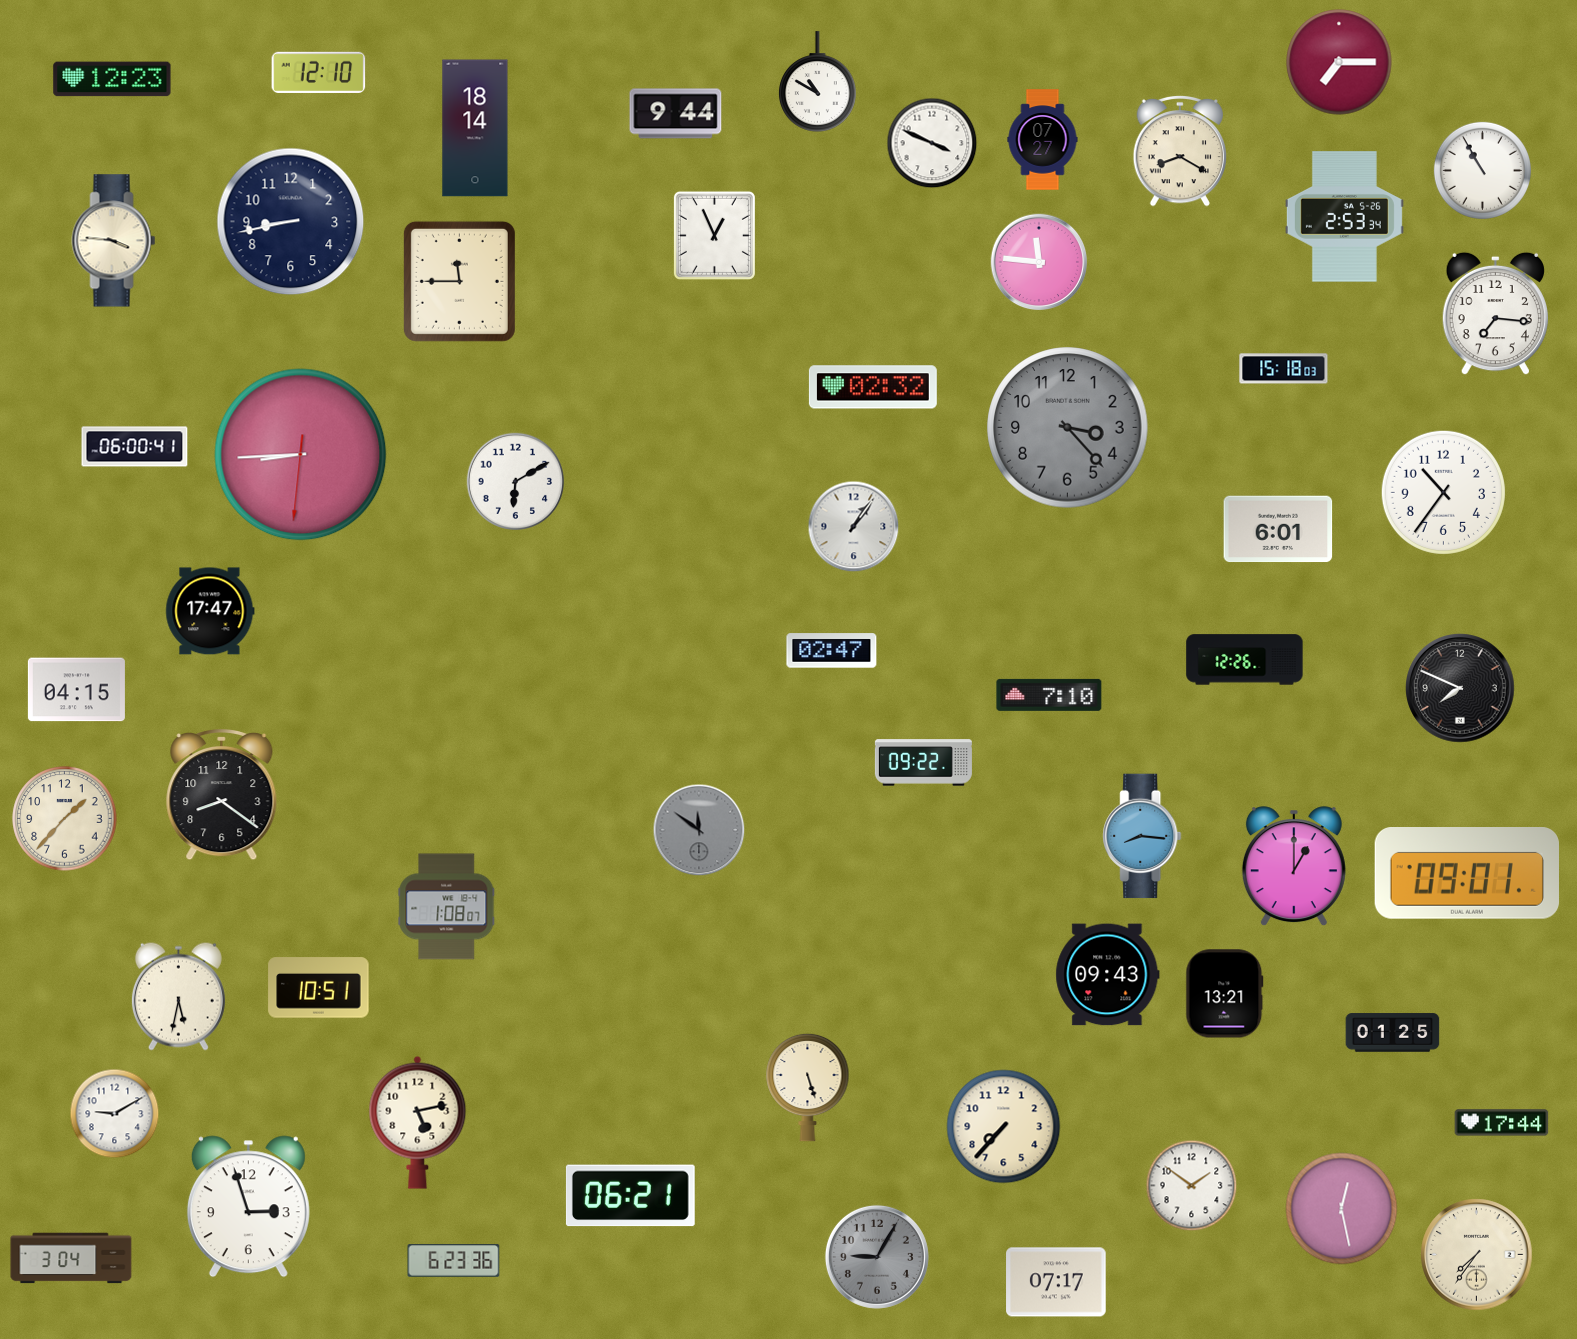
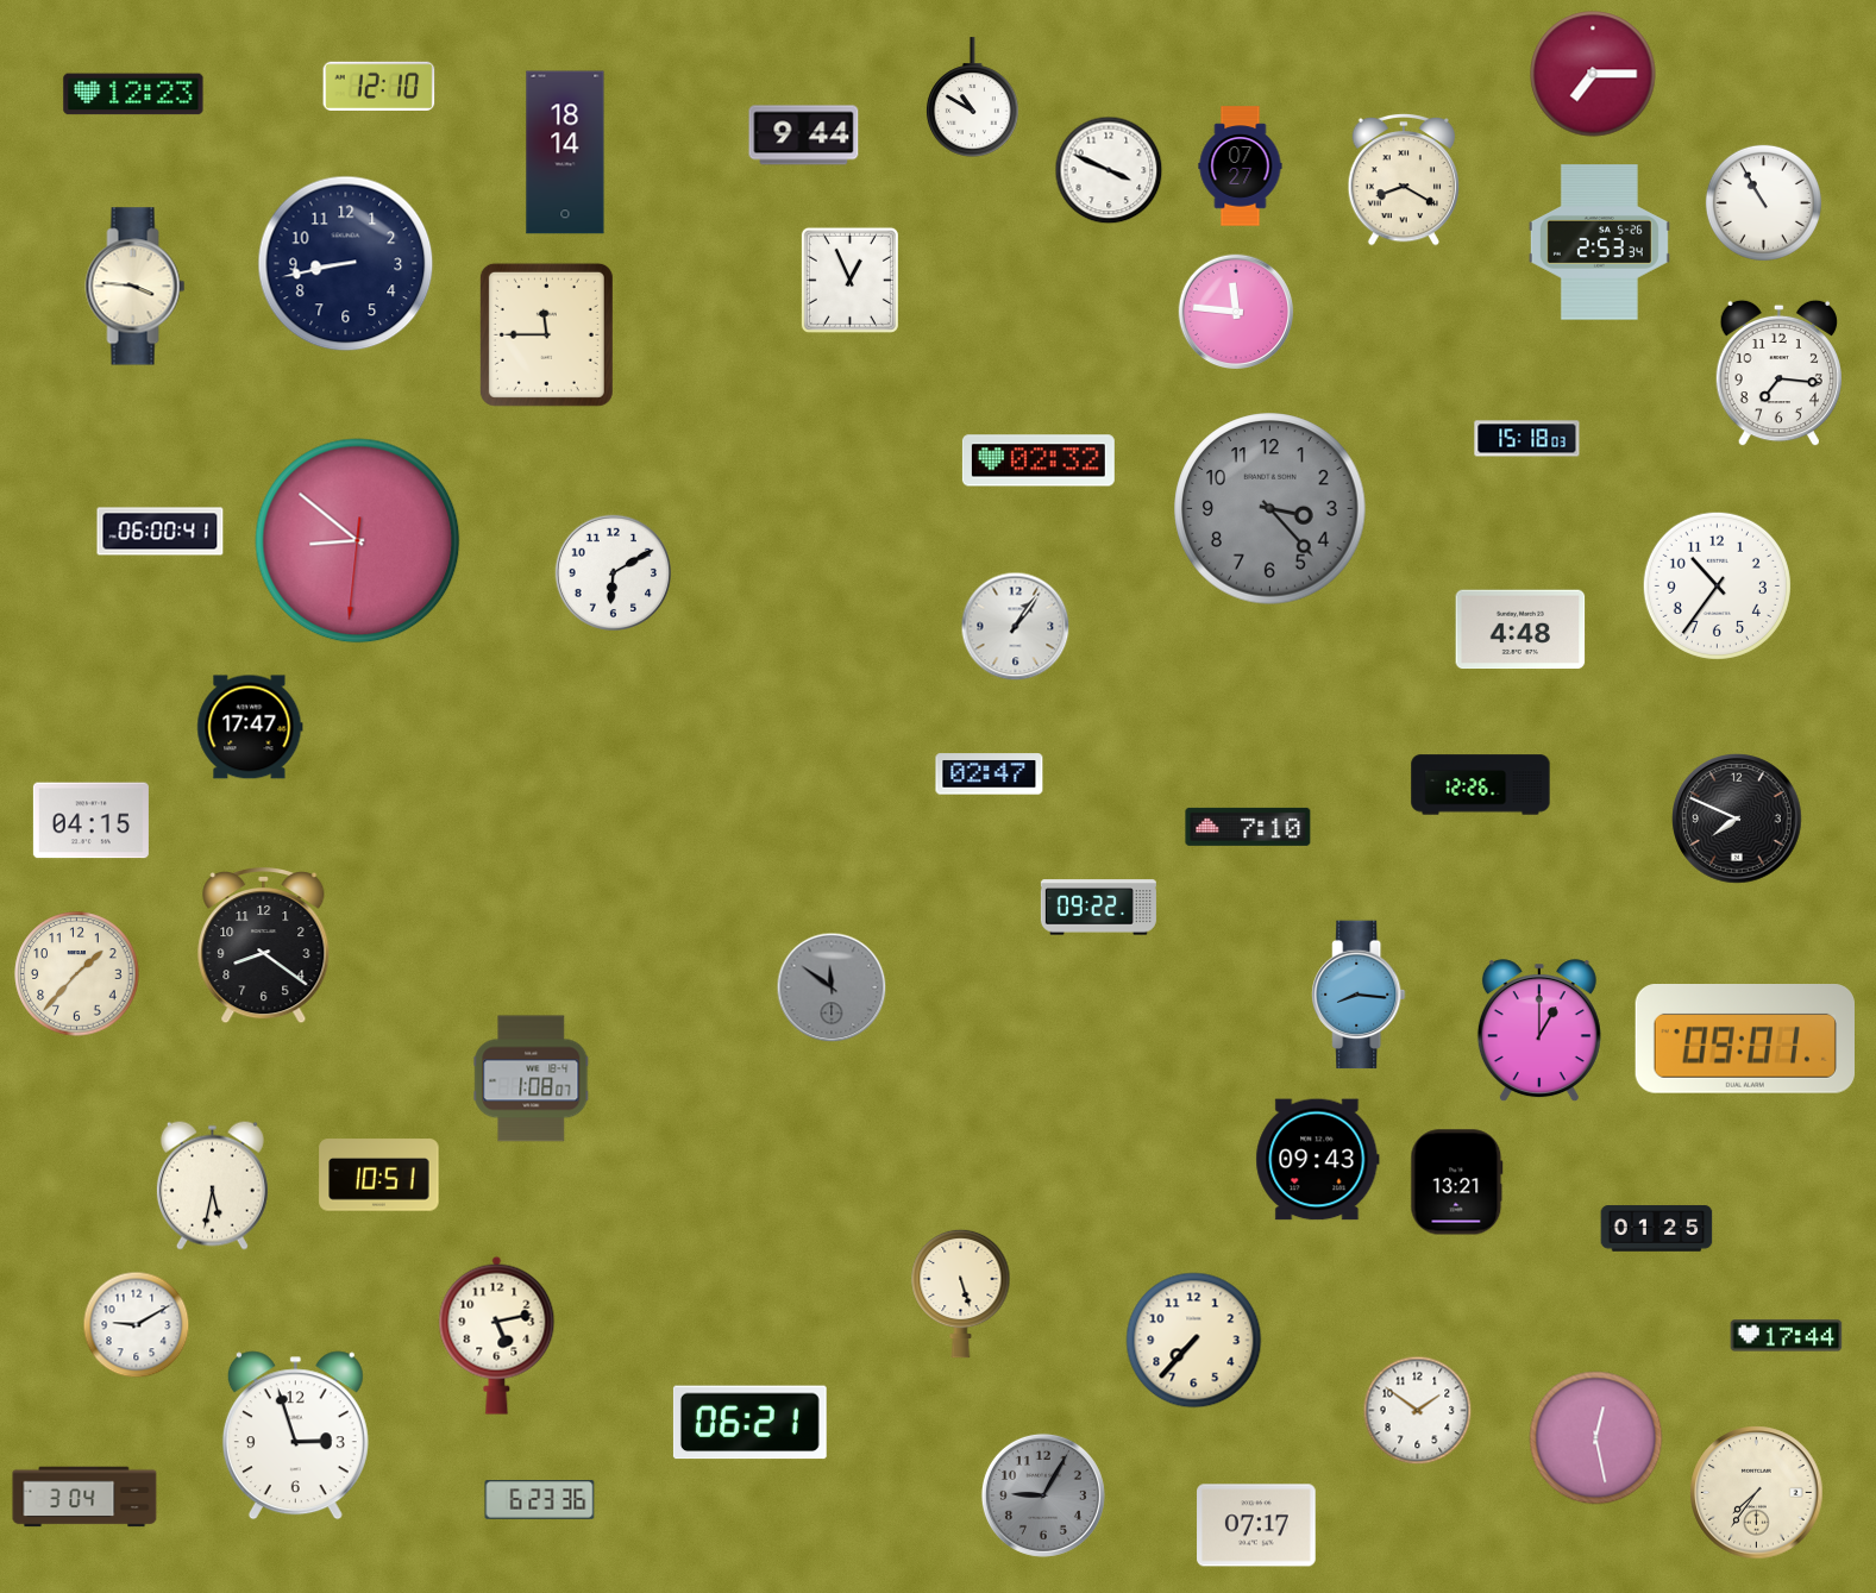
clock at (1344, 217) position: (1344, 217) -> (1599, 243)
clock at (301, 455): 8:44 -> 8:51
clock at (1278, 529): 6:01 -> 4:48
